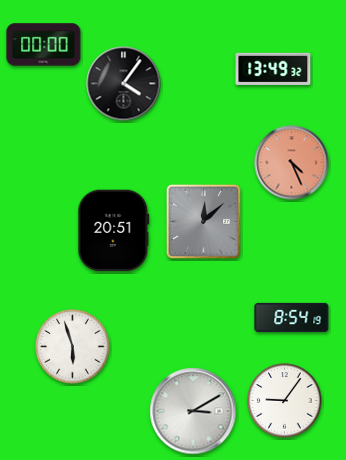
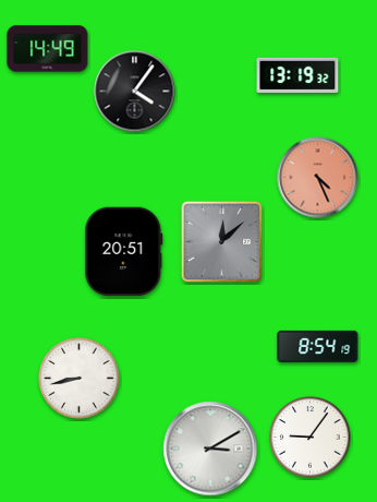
clock at (44, 45): 00:00 -> 14:49
clock at (273, 69): 13:49 -> 13:19
clock at (73, 347): 5:57 -> 8:43
